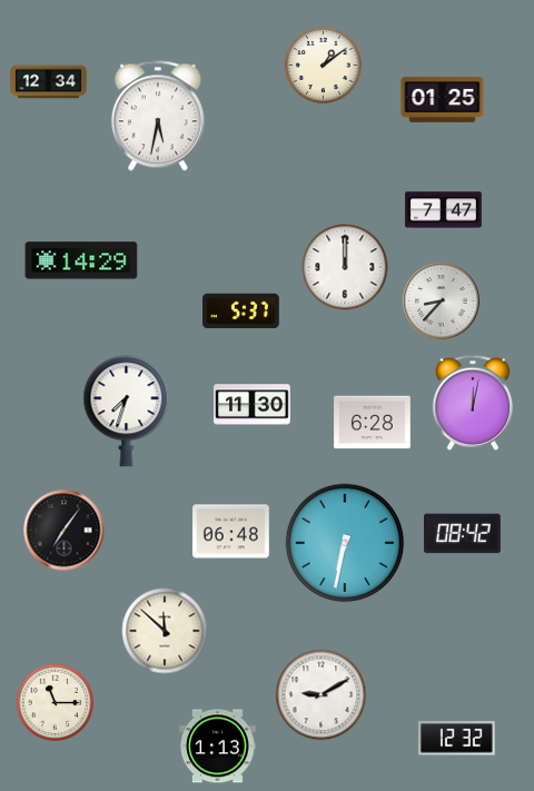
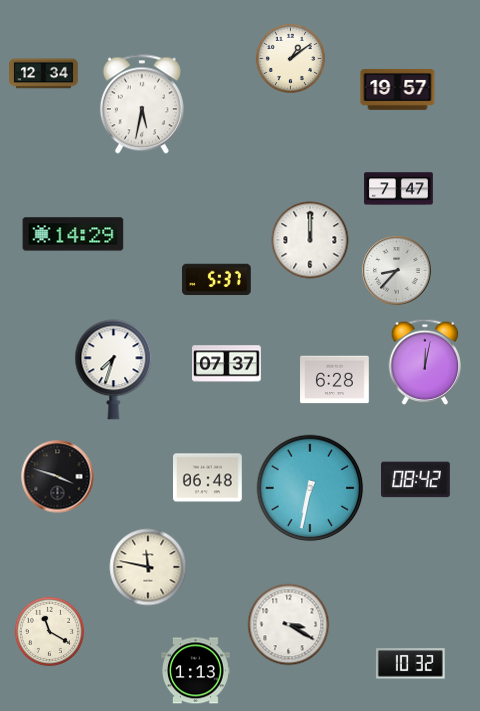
clock at (443, 99): 01:25 -> 19:57
clock at (253, 405): 11:30 -> 07:37
clock at (65, 531): 7:06 -> 3:48
clock at (165, 631): 11:52 -> 11:47
clock at (322, 695): 9:10 -> 3:20
clock at (55, 702): 11:15 -> 11:20
clock at (456, 739): 12:32 -> 10:32
